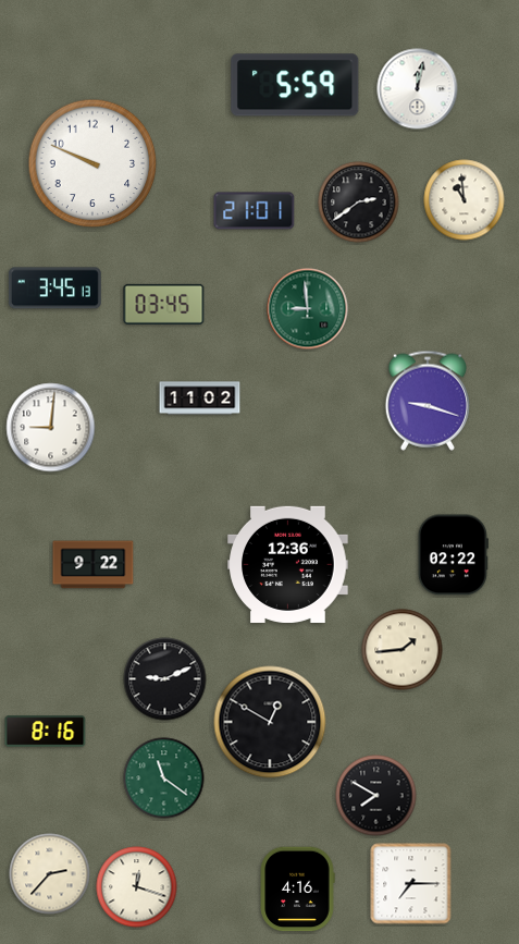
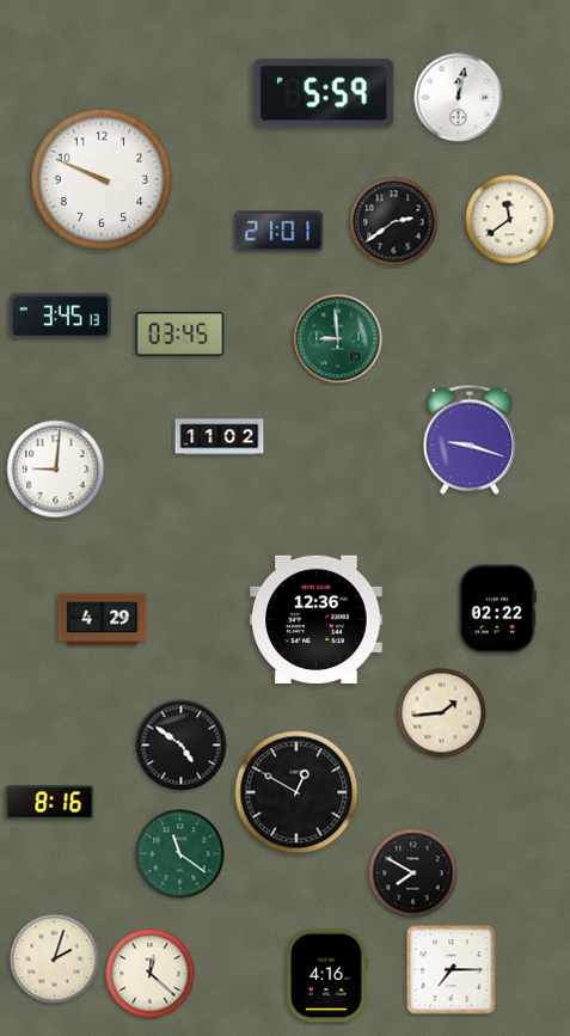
clock at (465, 200): 10:59 -> 11:39
clock at (94, 565): 9:22 -> 4:29
clock at (165, 679): 9:11 -> 4:51
clock at (50, 874): 2:37 -> 2:03
clock at (137, 887): 12:18 -> 12:22
